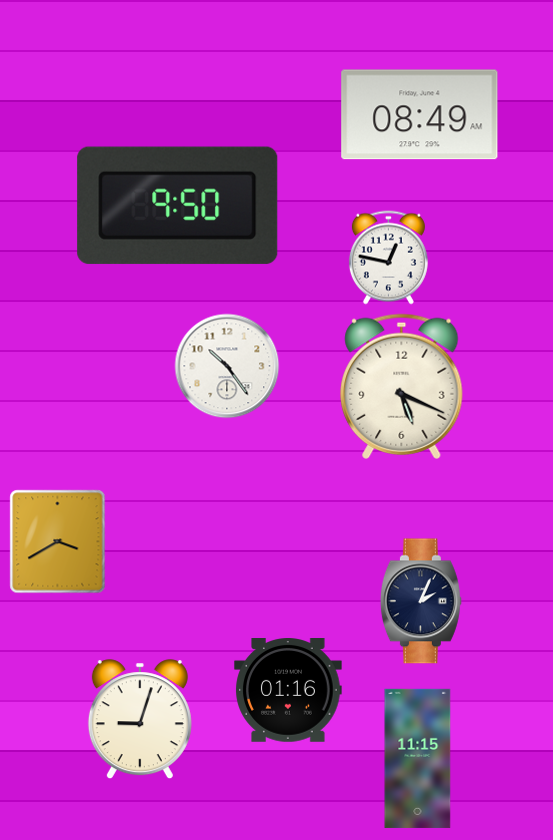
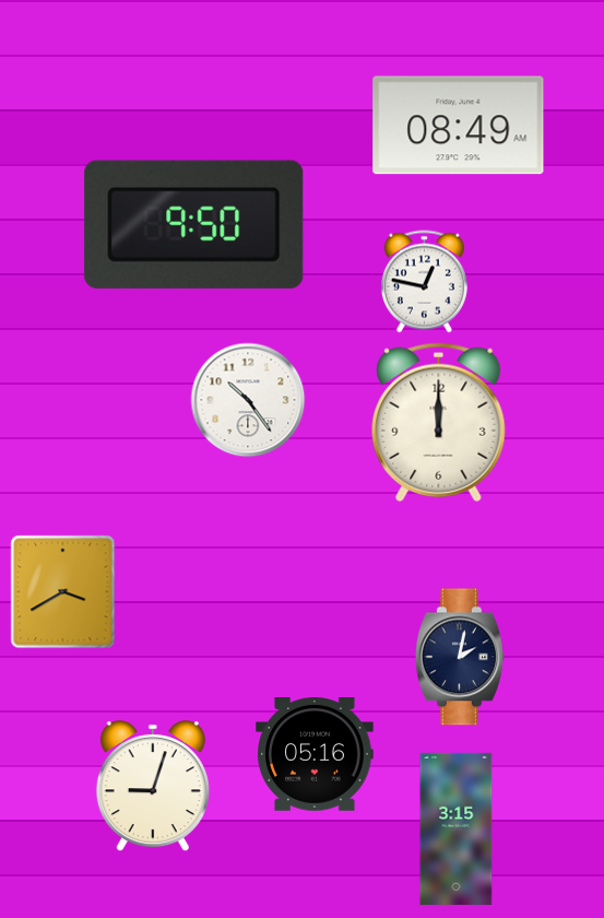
clock at (402, 386): 5:19 -> 12:00
clock at (421, 601): 2:04 -> 2:02
clock at (288, 691): 01:16 -> 05:16
clock at (418, 758): 11:15 -> 3:15
